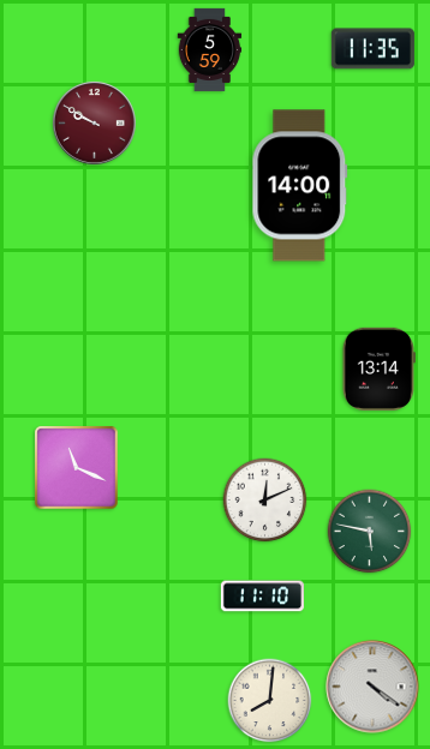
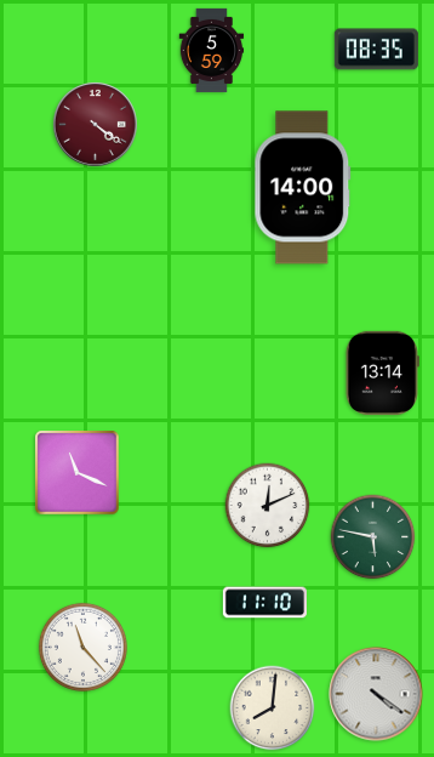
clock at (372, 49): 11:35 -> 08:35
clock at (94, 122): 9:50 -> 4:21
clock at (82, 647): none -> 11:23
